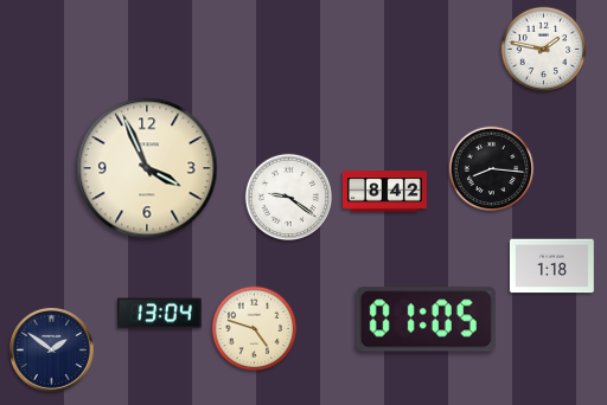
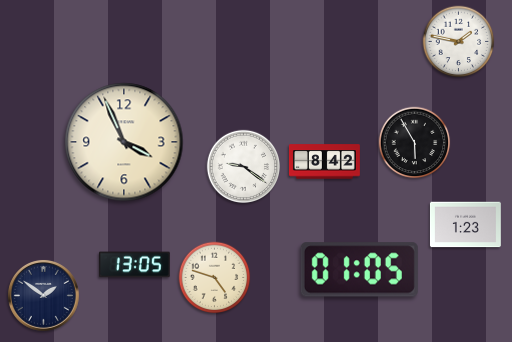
clock at (492, 169): 8:16 -> 5:55
clock at (551, 266): 1:18 -> 1:23
clock at (159, 314): 13:04 -> 13:05
